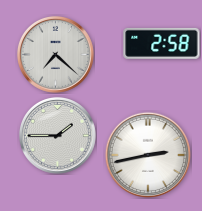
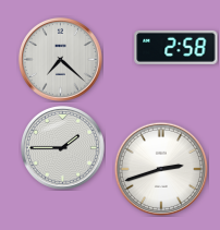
clock at (147, 154): 2:43 -> 2:42
